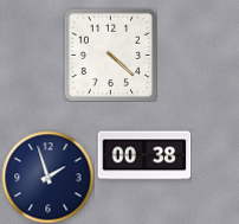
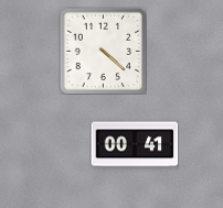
clock at (144, 155): 00:38 -> 00:41
clock at (47, 177): 1:57 -> none
